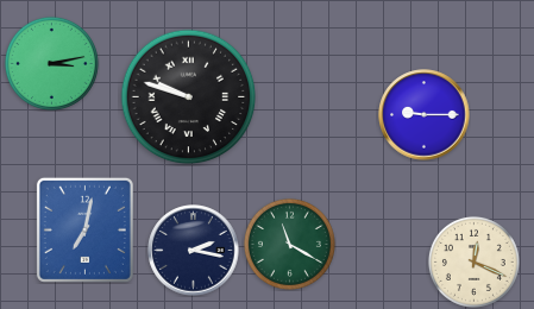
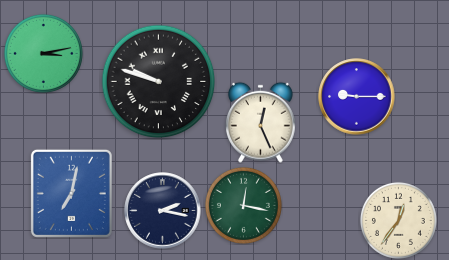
clock at (260, 122): none -> 12:26
clock at (289, 244): 11:20 -> 12:17
clock at (473, 261): 12:19 -> 12:36
